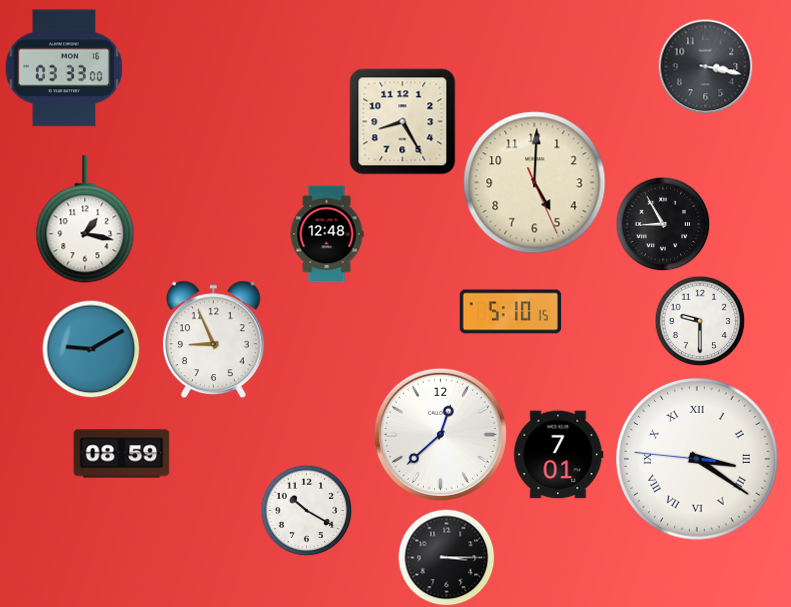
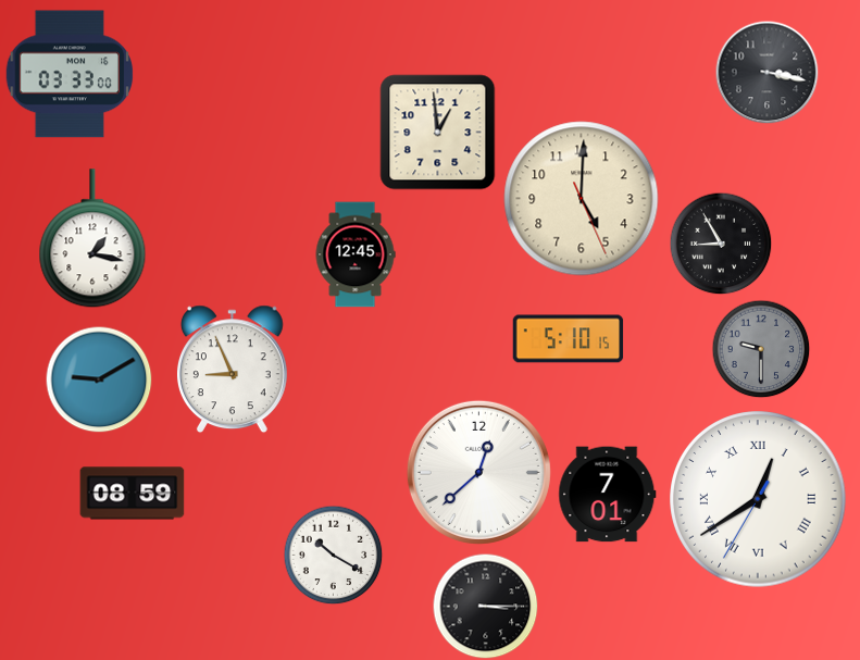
clock at (403, 122): 8:25 -> 12:59
clock at (327, 234): 12:48 -> 12:45
clock at (511, 312) position: (511, 312) -> (569, 339)
clock at (700, 321) dial: white -> grey
clock at (697, 459): 3:20 -> 12:39
